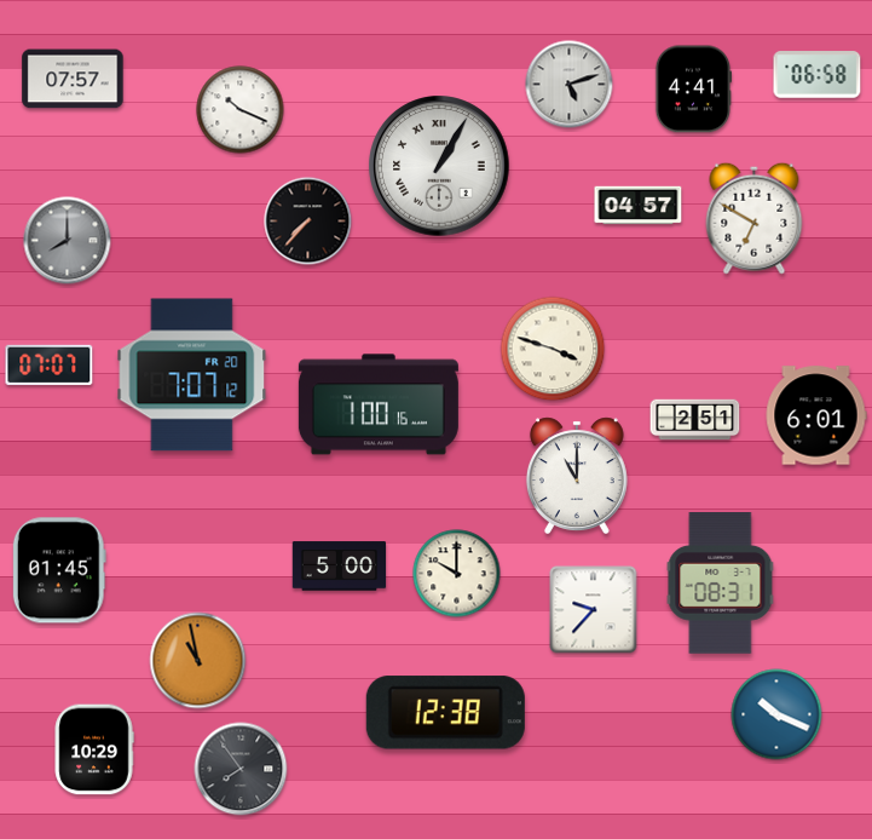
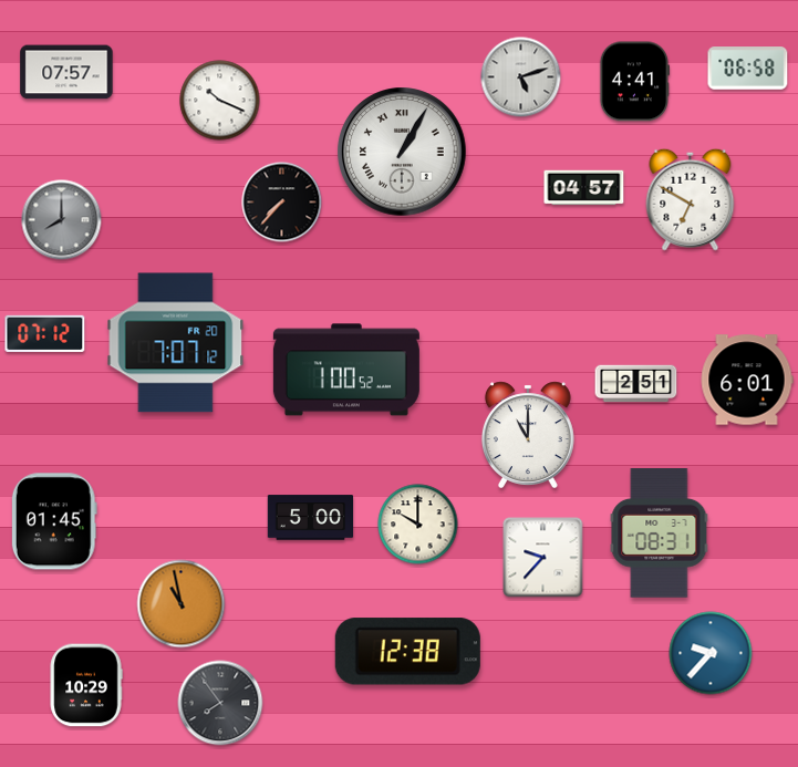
clock at (553, 349): 3:48 -> none
clock at (50, 364): 07:07 -> 07:12
clock at (379, 404): 1:00:16 -> 1:00:52
clock at (776, 714): 10:19 -> 9:37
